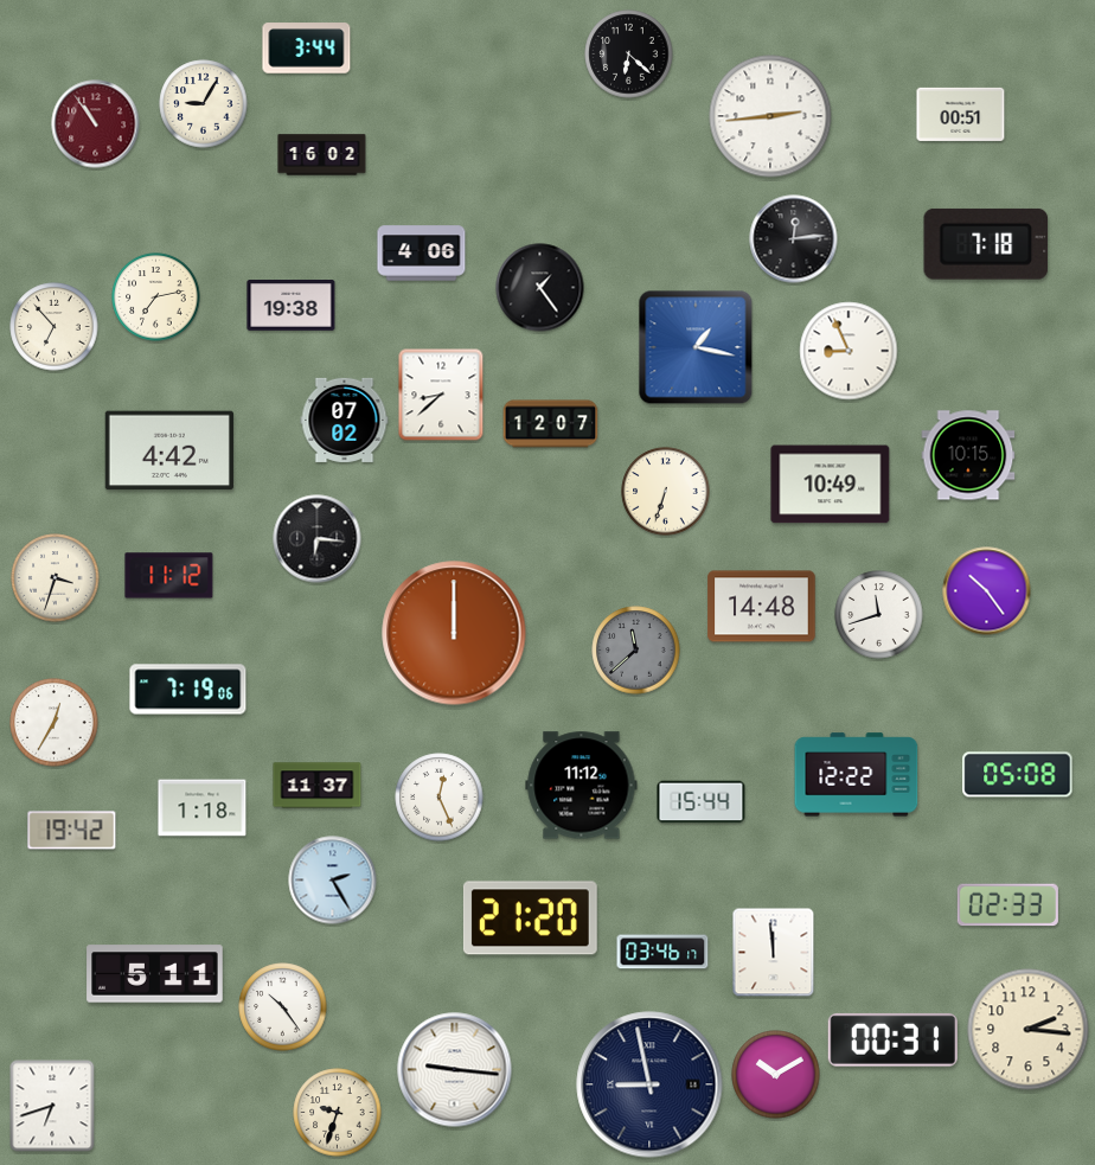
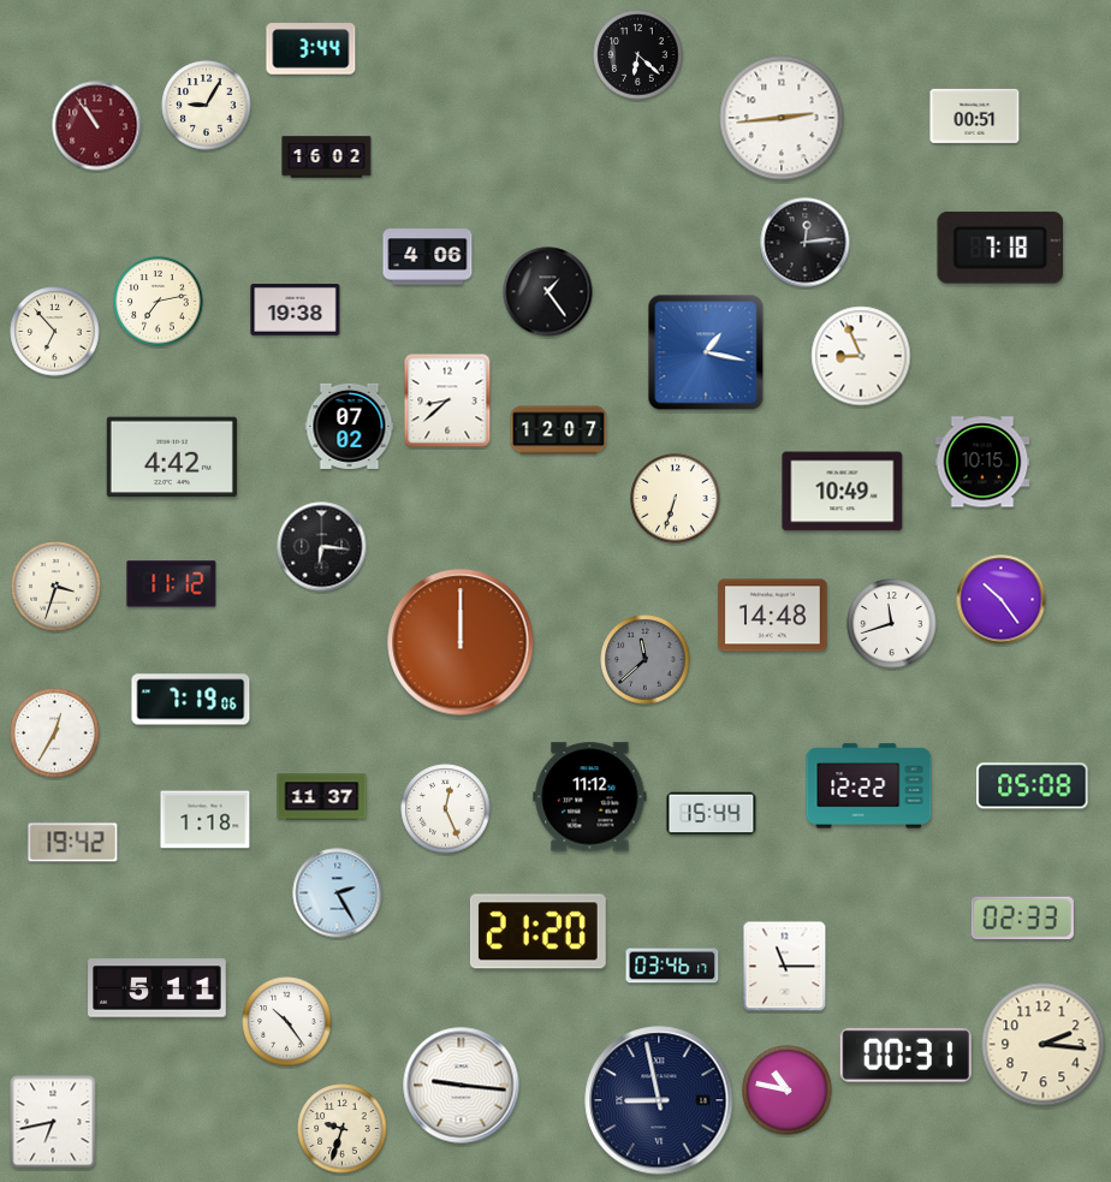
clock at (774, 953): 11:59 -> 11:15
clock at (776, 1075): 10:10 -> 10:47
clock at (52, 1106): 6:42 -> 6:43
